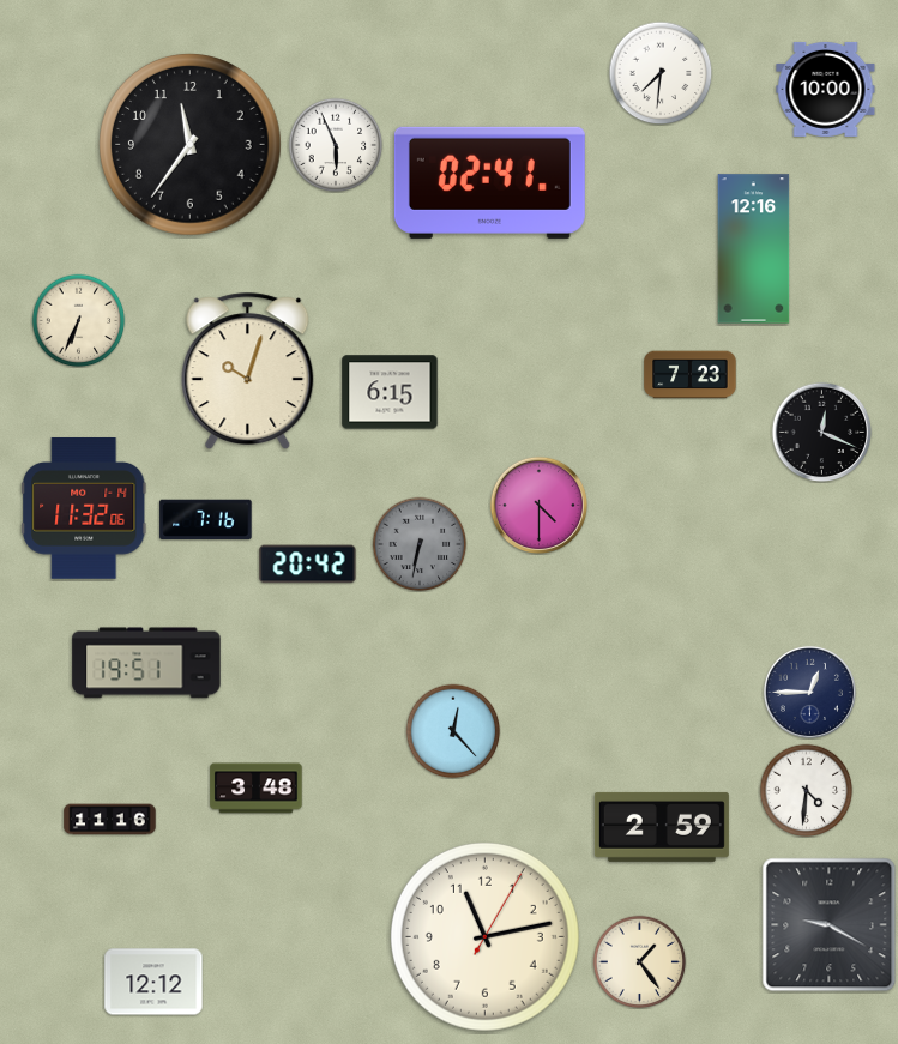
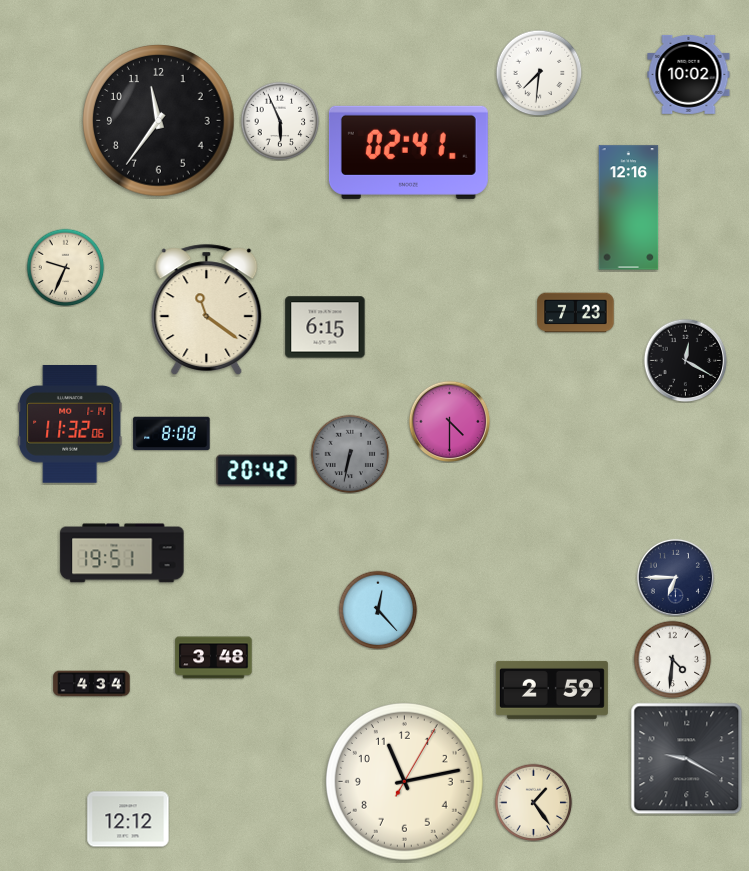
clock at (661, 73) position: (661, 73) -> (539, 73)
clock at (826, 89): 10:00 -> 10:02
clock at (78, 320): 6:34 -> 9:34
clock at (248, 370): 10:03 -> 11:21
clock at (821, 432): 12:19 -> 12:20
clock at (206, 520): 7:16 -> 8:08
clock at (809, 692): 12:45 -> 6:45
clock at (110, 820): 11:16 -> 4:34
clock at (830, 925) position: (830, 925) -> (687, 759)
